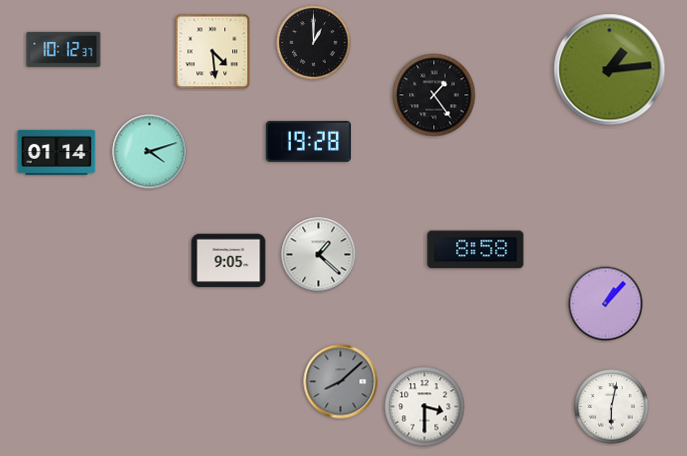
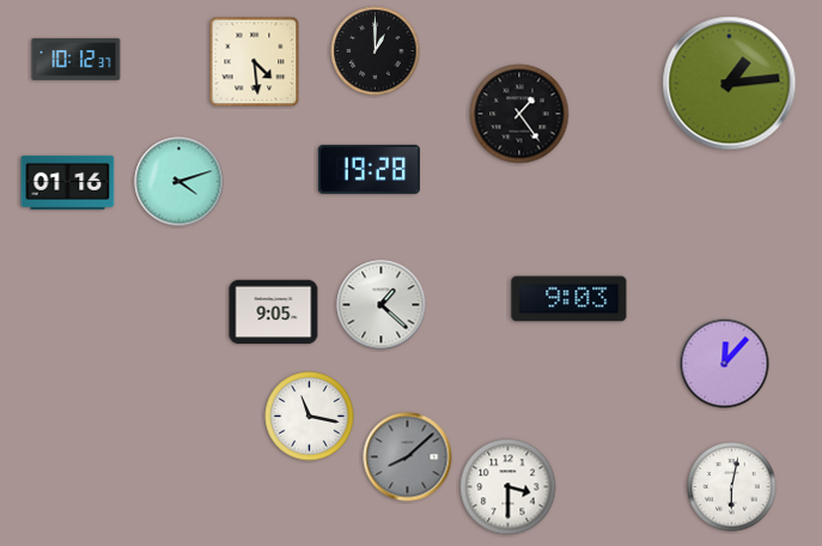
clock at (57, 152): 01:14 -> 01:16
clock at (476, 250): 8:58 -> 9:03
clock at (606, 304): 1:07 -> 12:07
clock at (310, 417): none -> 11:17
